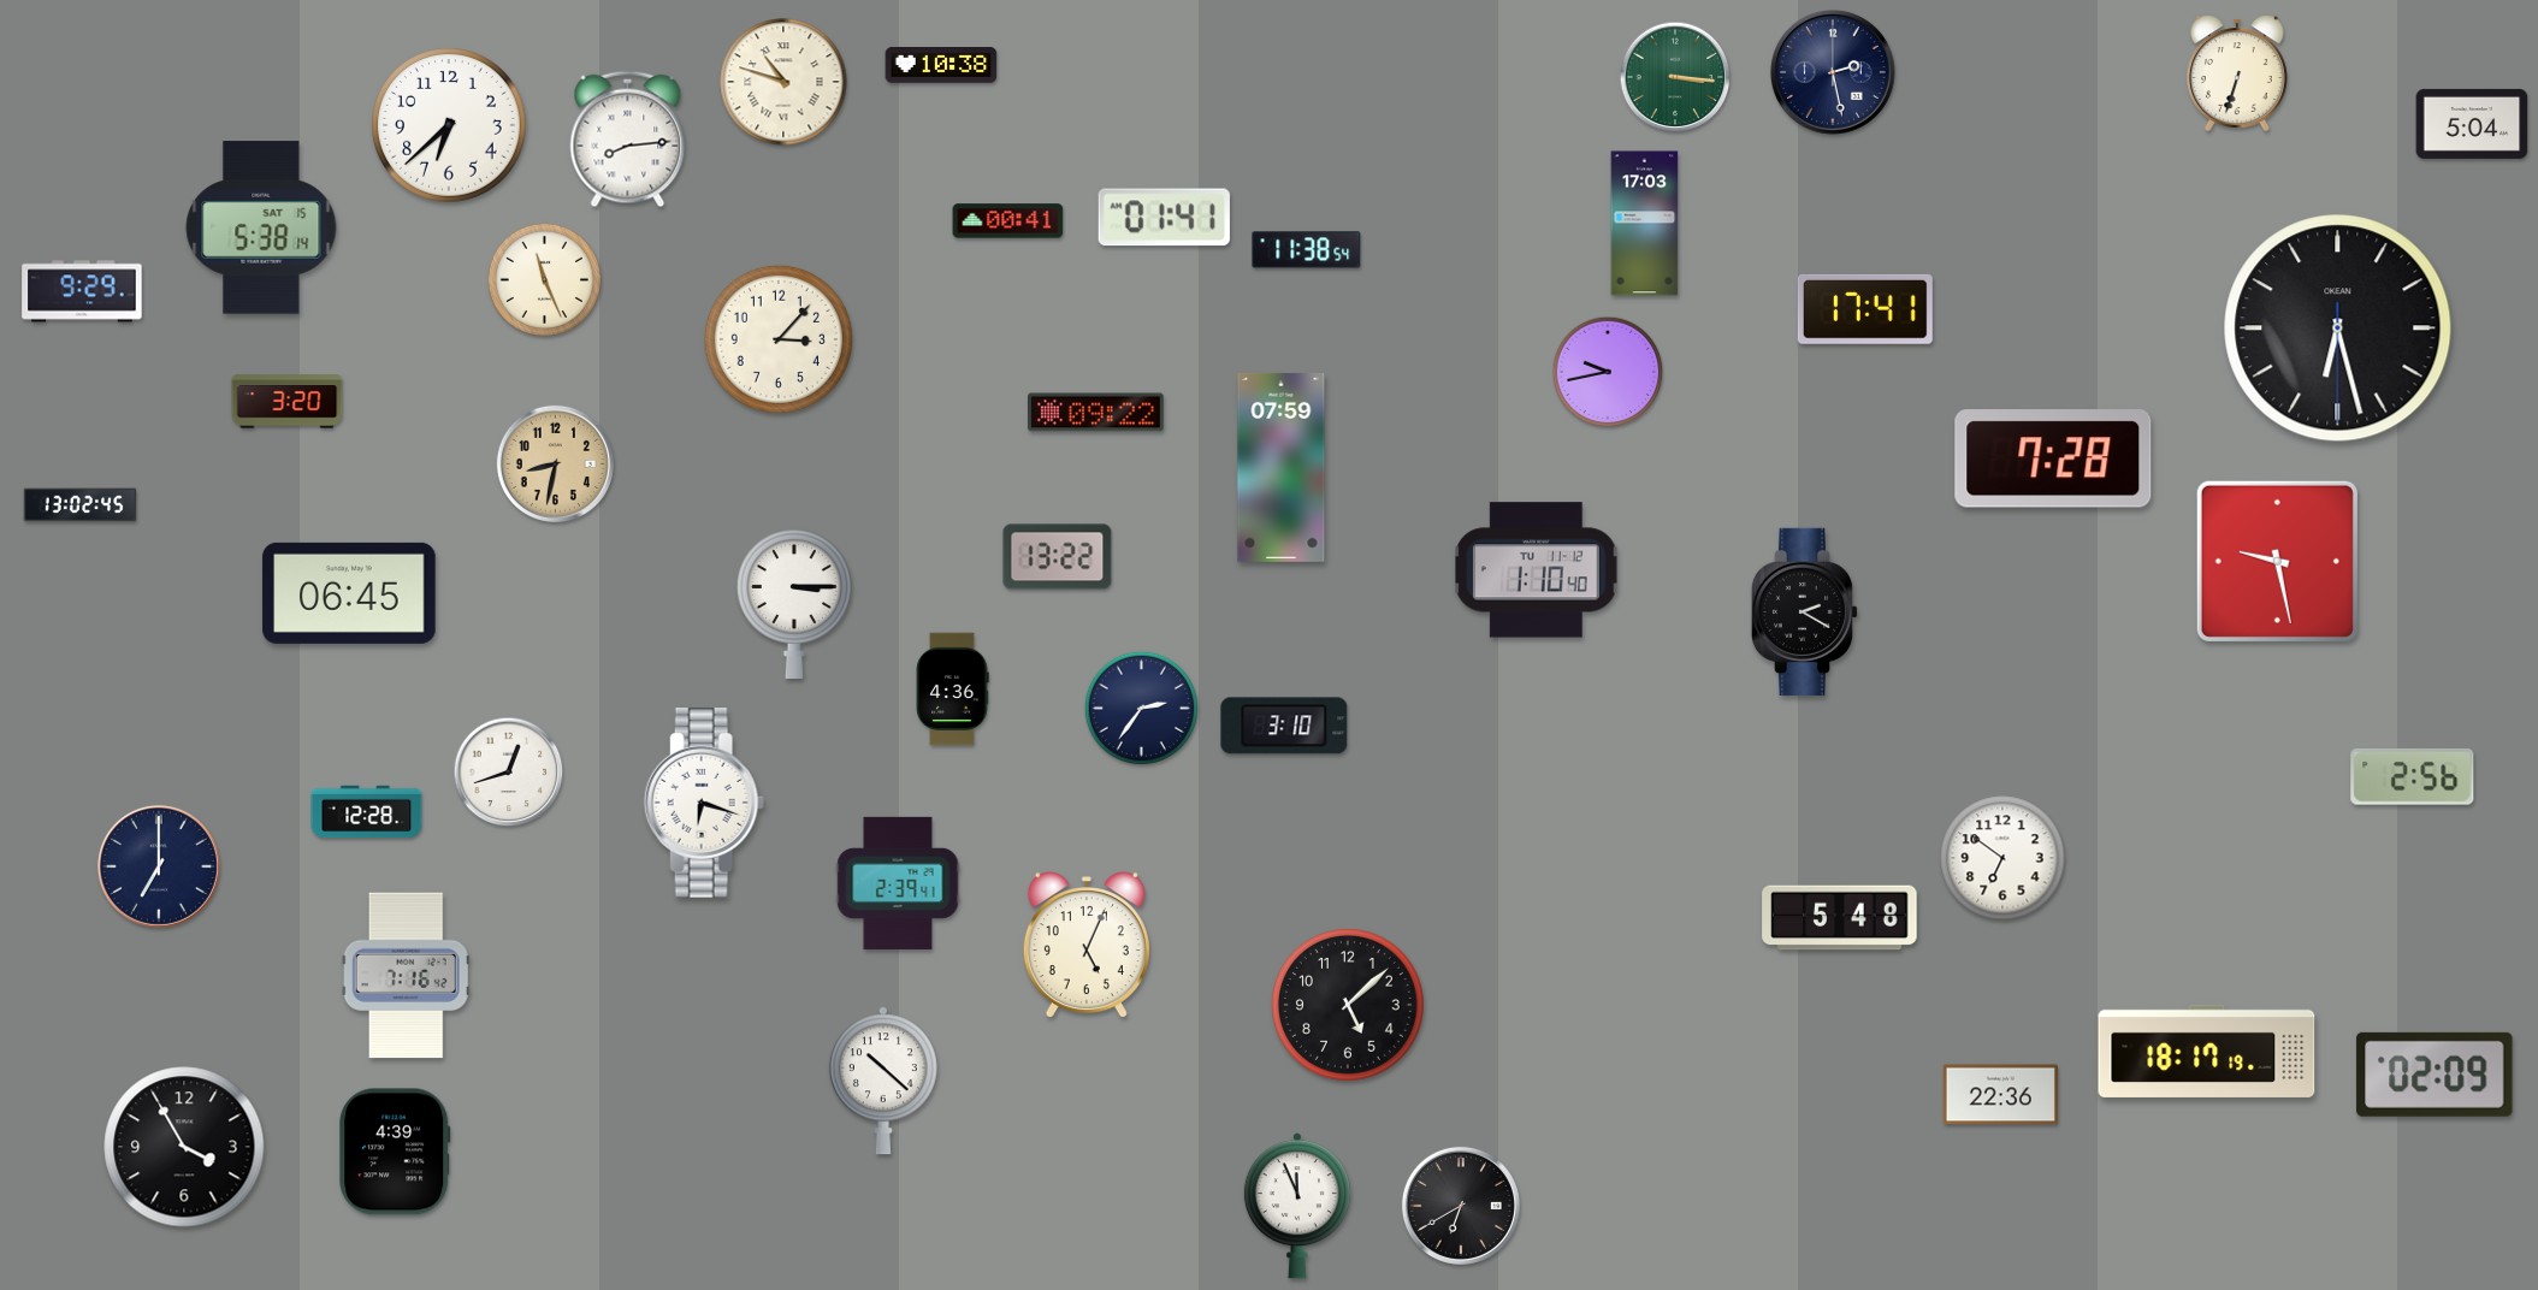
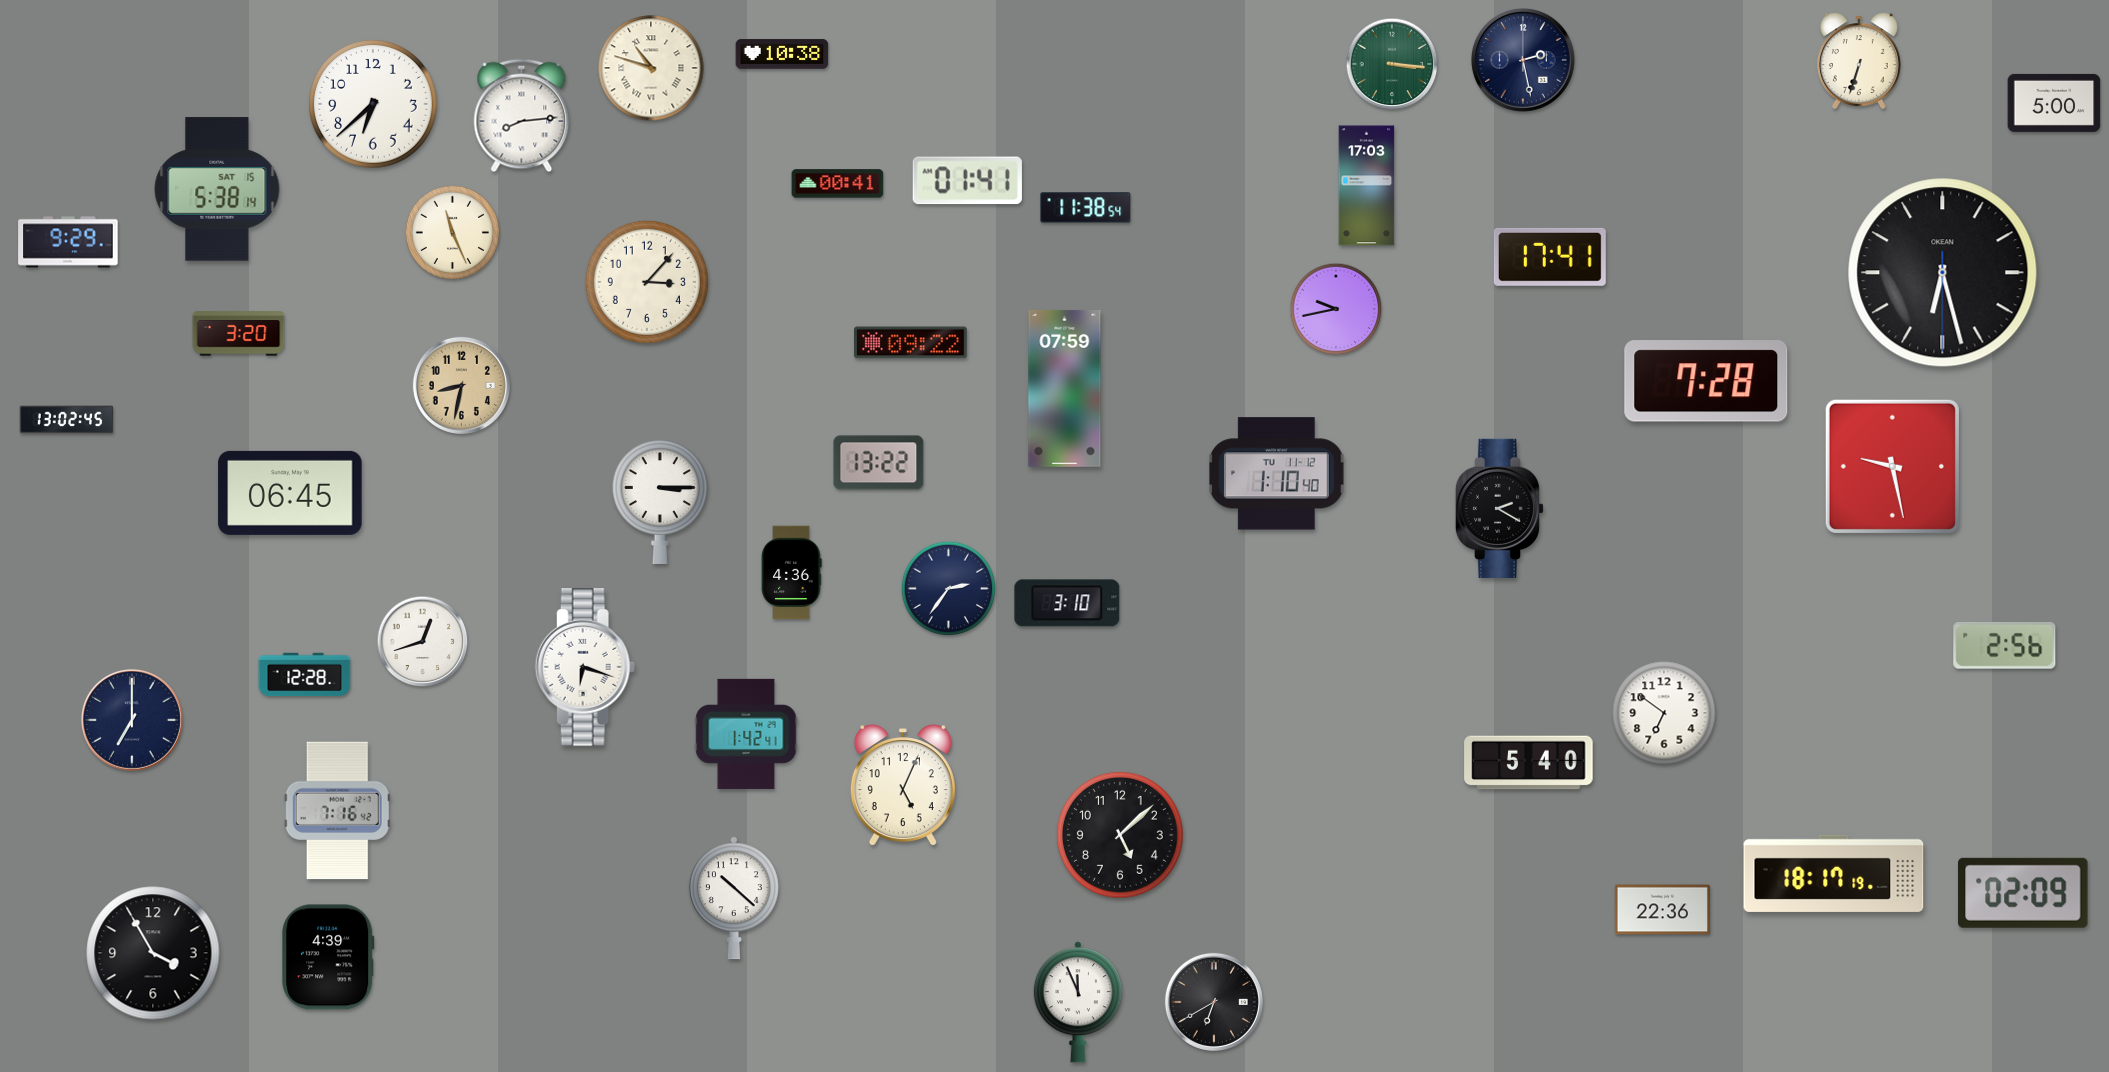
clock at (2472, 124): 5:04 -> 5:00
clock at (898, 883): 2:39 -> 1:42
clock at (1840, 918): 5:48 -> 5:40
